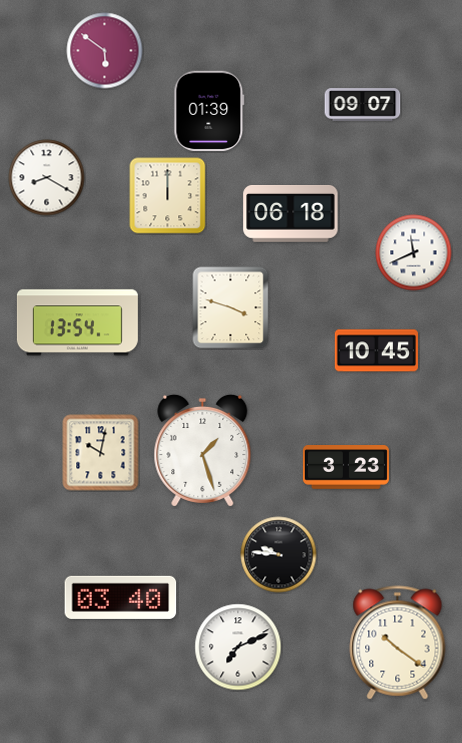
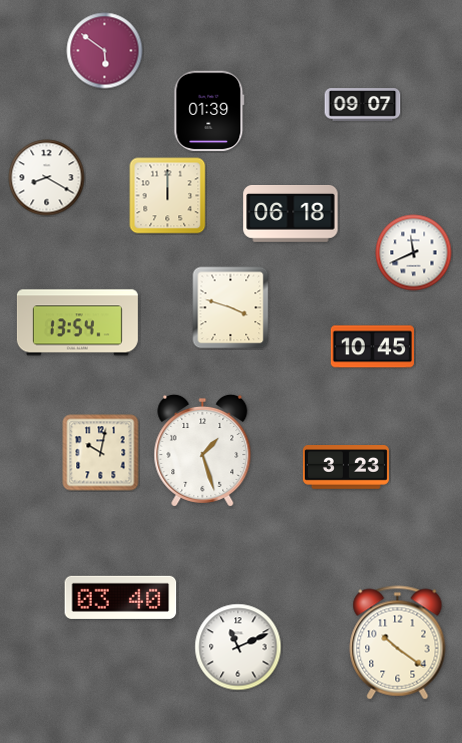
clock at (376, 351) position: (376, 351) -> (372, 347)
clock at (279, 555): 9:46 -> none
clock at (238, 647): 7:11 -> 11:11
